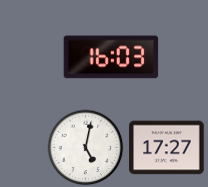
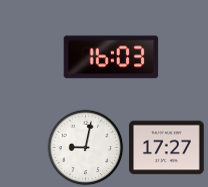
clock at (86, 148): 5:02 -> 9:02
